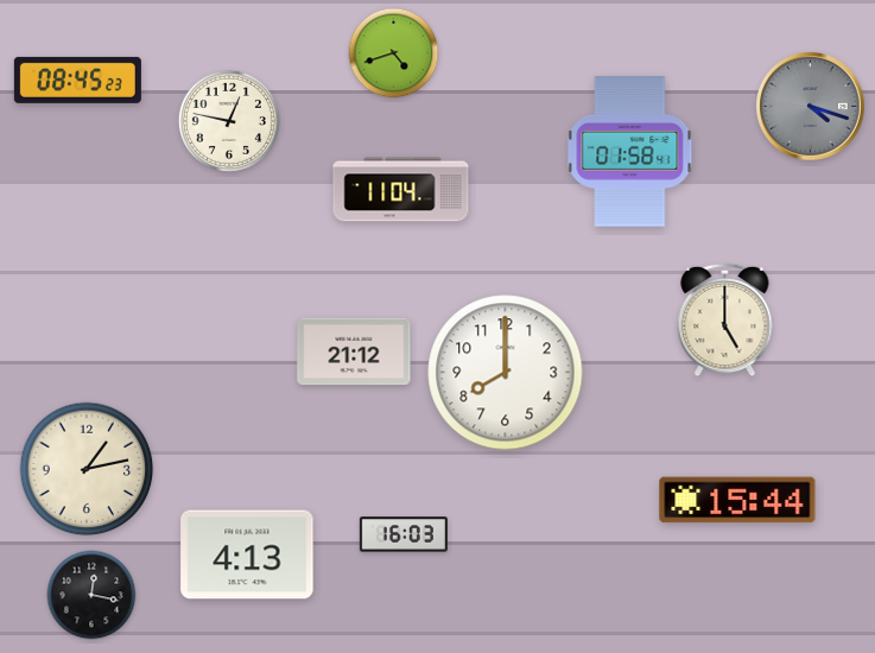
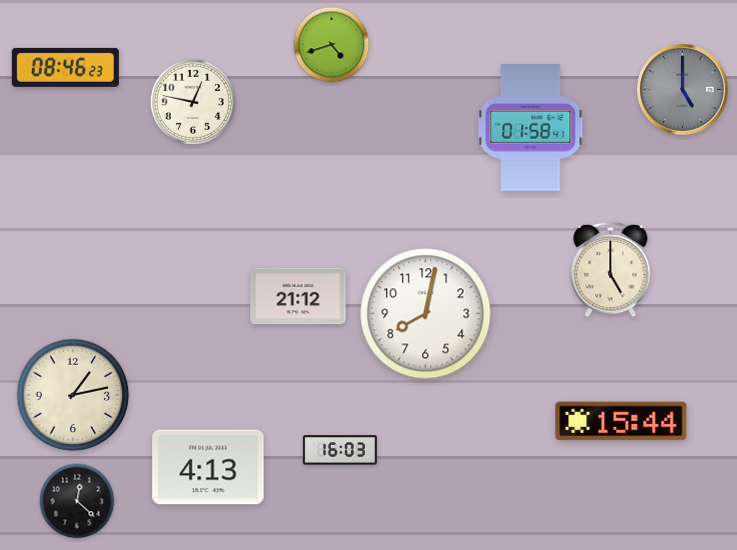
clock at (77, 80): 08:45 -> 08:46
clock at (811, 107): 4:18 -> 5:00
clock at (401, 190): 11:04 -> none
clock at (506, 373): 8:00 -> 8:02
clock at (91, 595): 12:17 -> 12:22
